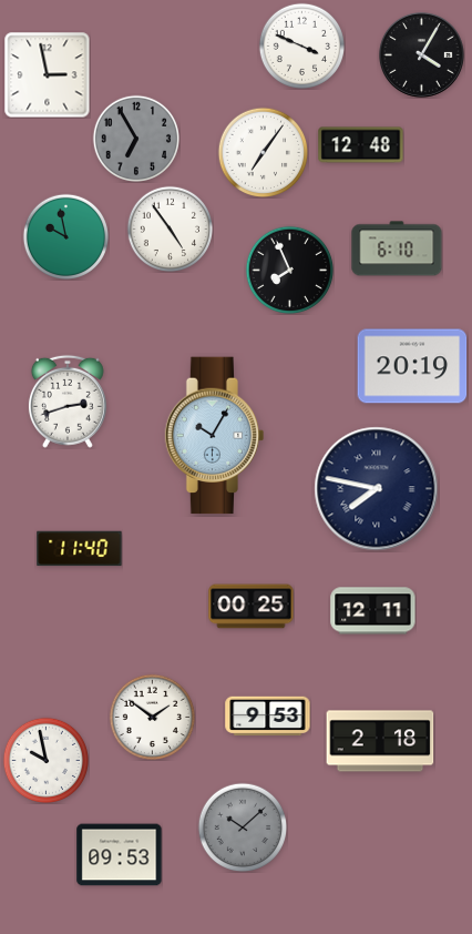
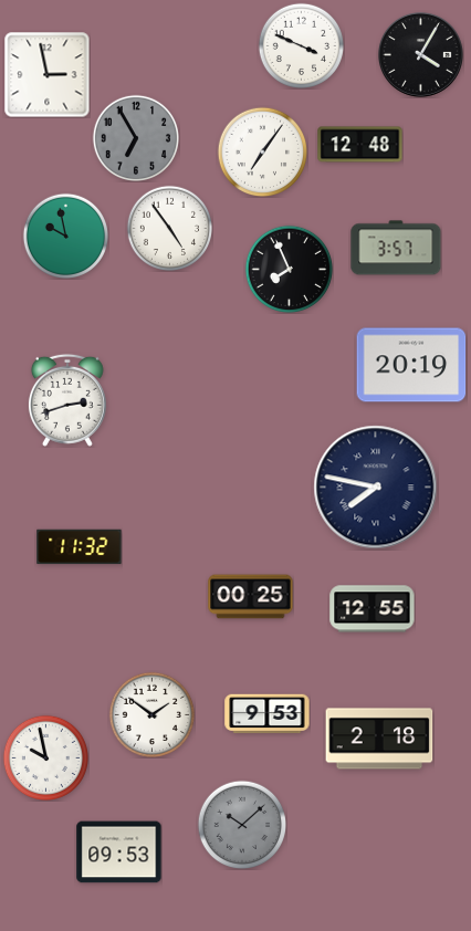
clock at (397, 248): 6:10 -> 3:57
clock at (215, 436): 10:05 -> none
clock at (80, 549): 11:40 -> 11:32
clock at (252, 607) position: (252, 607) -> (251, 597)
clock at (373, 611): 12:11 -> 12:55
